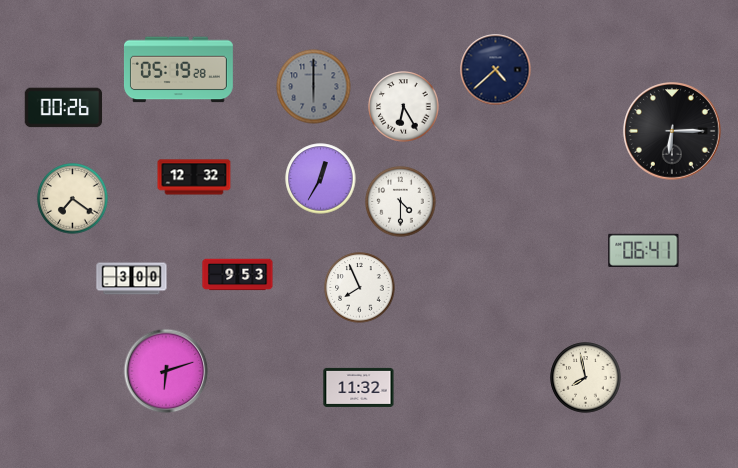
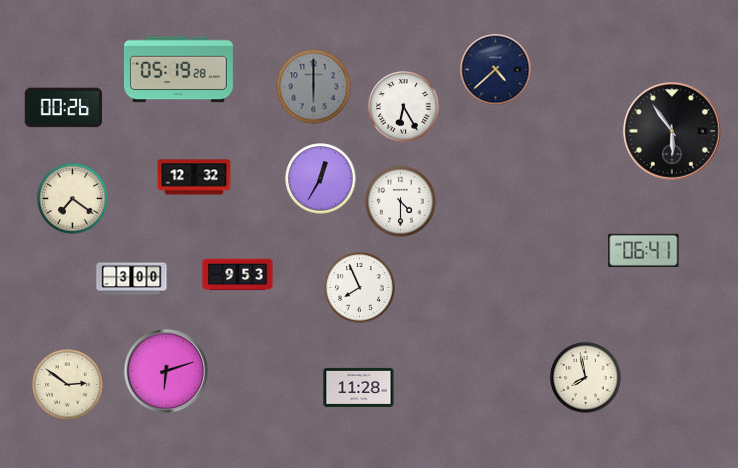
clock at (672, 131): 6:15 -> 5:54
clock at (68, 385): none -> 2:51
clock at (359, 387): 11:32 -> 11:28
